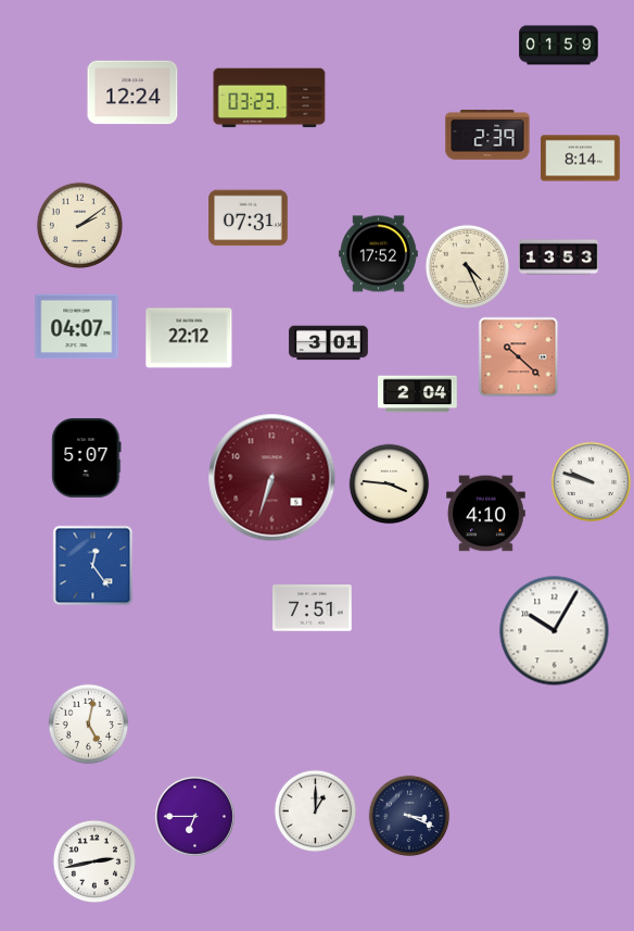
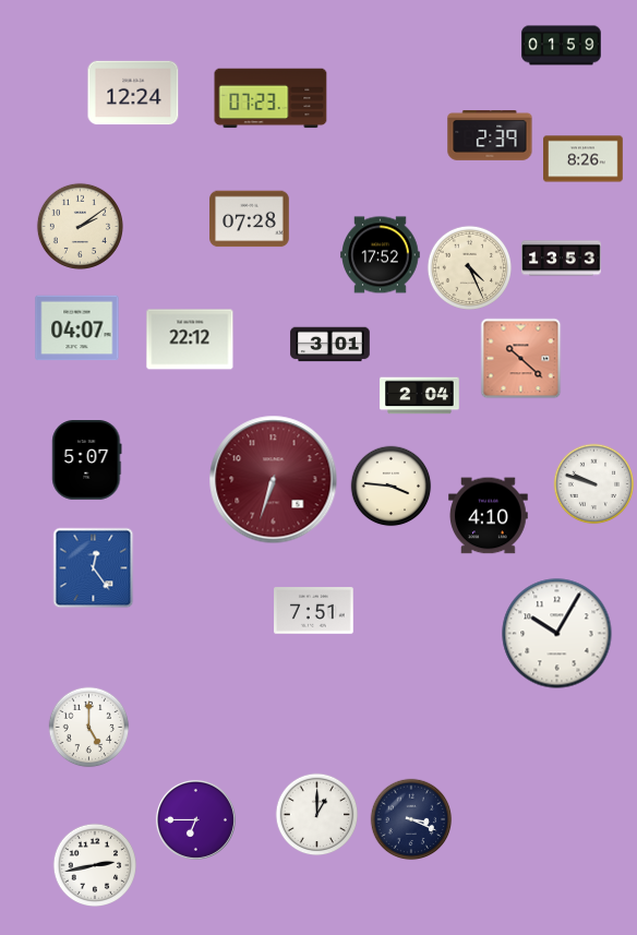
clock at (269, 98): 03:23 -> 07:23
clock at (581, 159): 8:14 -> 8:26
clock at (249, 218): 07:31 -> 07:28
clock at (89, 725): 5:02 -> 5:00
